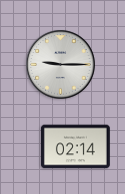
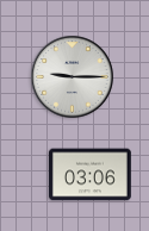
clock at (75, 147): 02:14 -> 03:06
